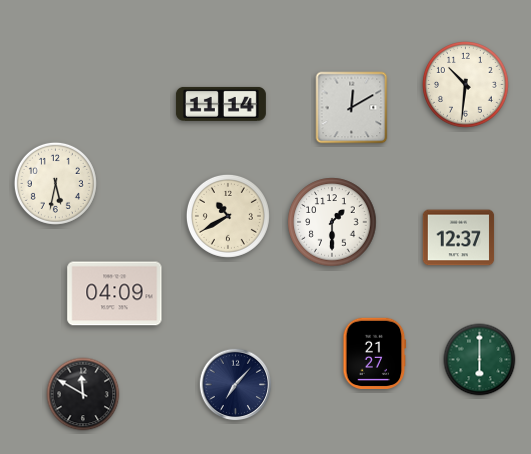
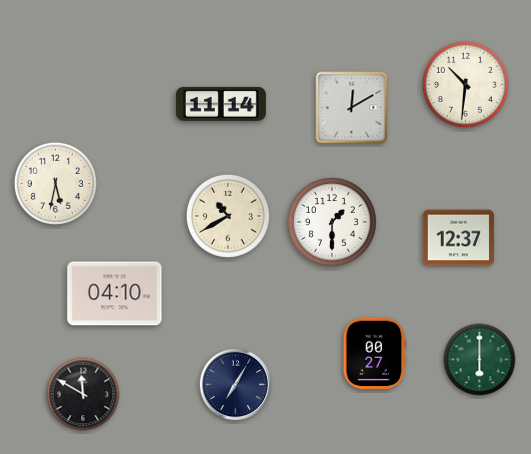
clock at (115, 294): 04:09 -> 04:10
clock at (375, 353): 21:27 -> 00:27
clock at (236, 385): 7:07 -> 7:05
